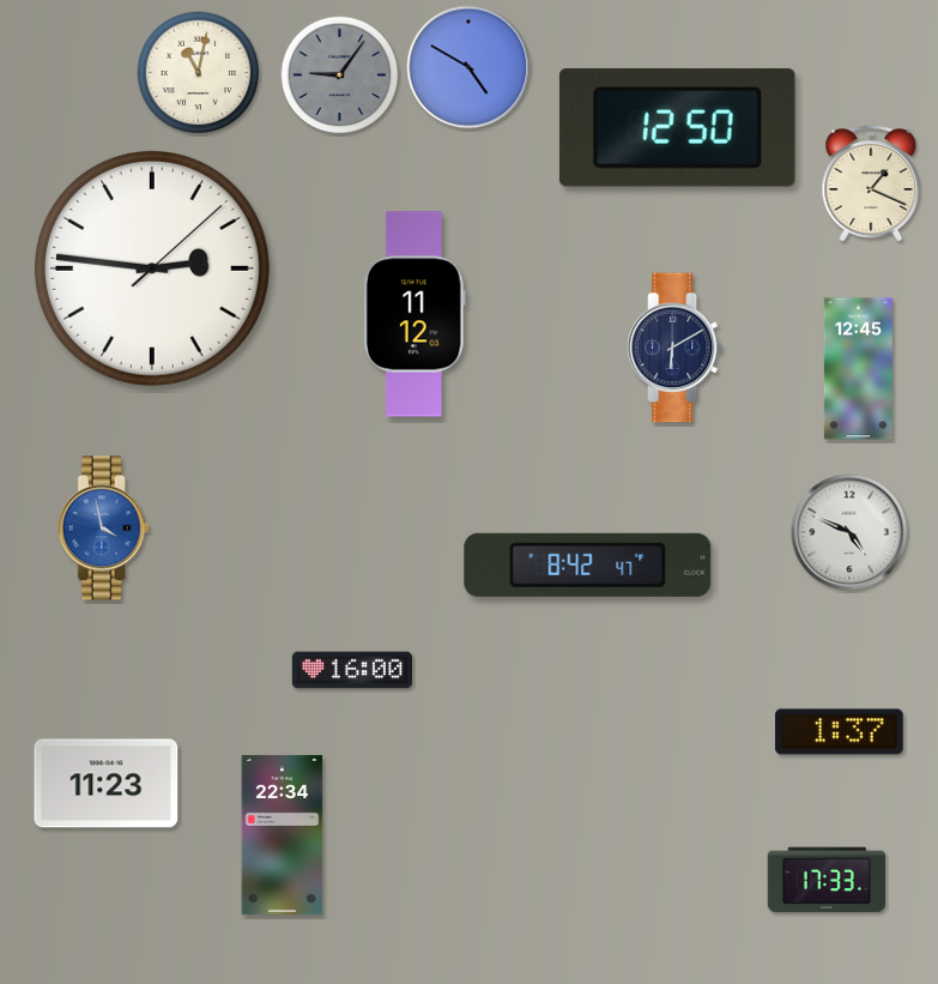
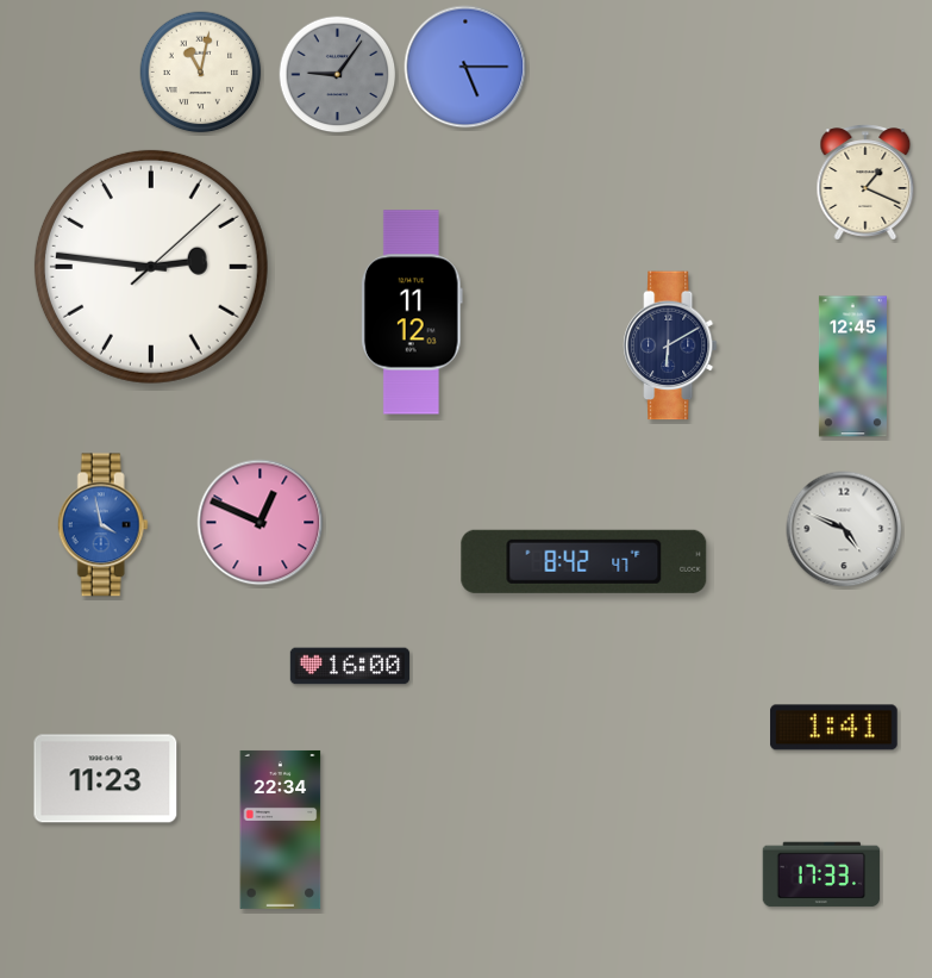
clock at (468, 67): 4:50 -> 5:15
clock at (199, 73) position: (199, 73) -> (201, 73)
clock at (677, 127): 12:50 -> none
clock at (261, 523): none -> 12:49
clock at (840, 732): 1:37 -> 1:41
